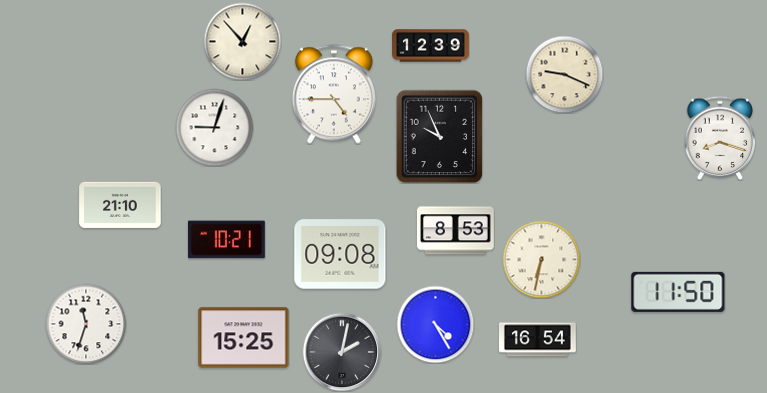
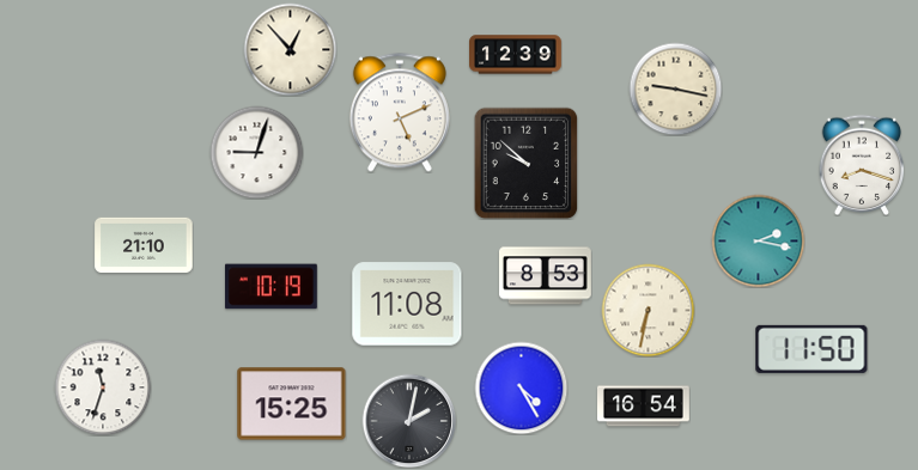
clock at (564, 74): 9:19 -> 9:17
clock at (334, 94): 4:45 -> 5:11
clock at (440, 136): 9:56 -> 9:52
clock at (758, 240): none -> 2:17
clock at (226, 240): 10:21 -> 10:19
clock at (340, 254): 09:08 -> 11:08
